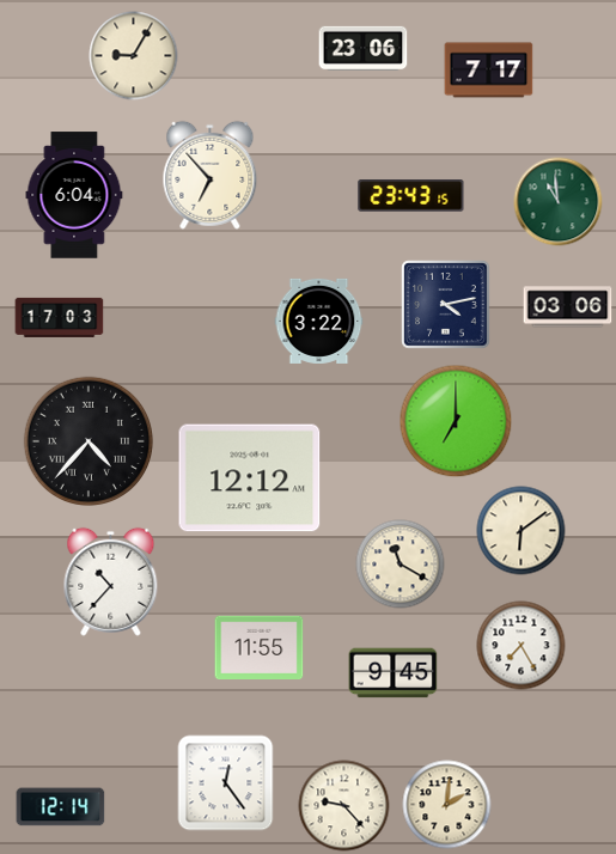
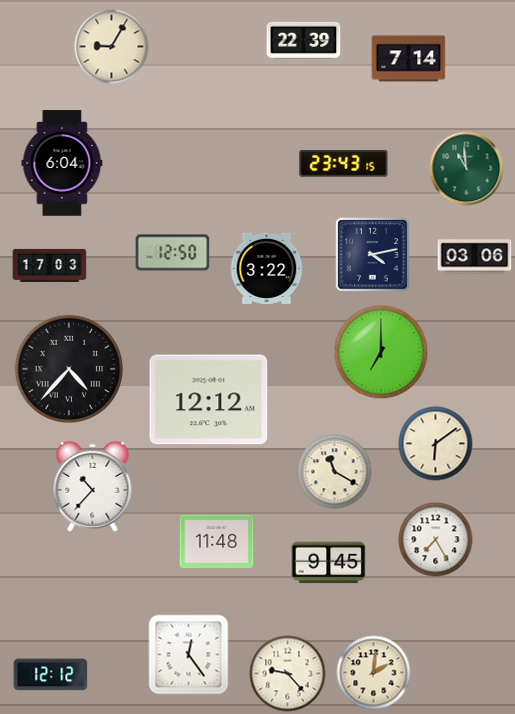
clock at (364, 48): 23:06 -> 22:39
clock at (489, 71): 7:17 -> 7:14
clock at (211, 175): 6:53 -> none
clock at (173, 253): none -> 12:50
clock at (87, 440) position: (87, 440) -> (68, 368)
clock at (260, 648): 11:55 -> 11:48
clock at (61, 807): 12:14 -> 12:12
